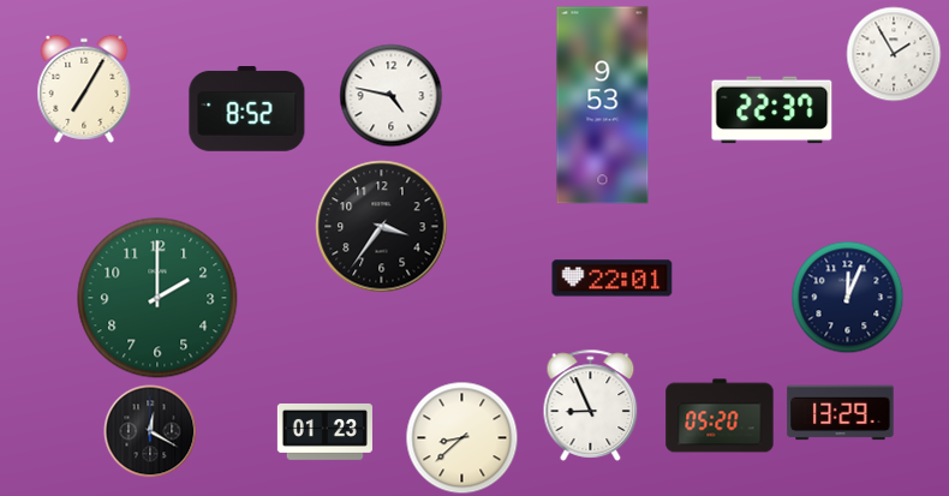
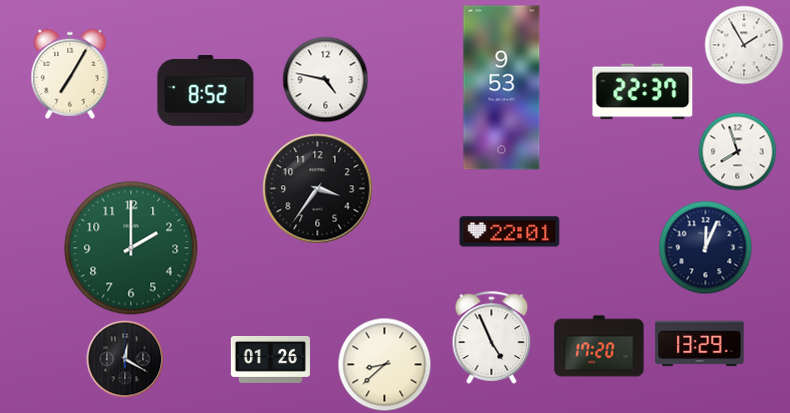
clock at (738, 152): none -> 7:57
clock at (591, 405): 8:56 -> 4:56
clock at (720, 416): 05:20 -> 17:20
clock at (324, 431): 01:23 -> 01:26
